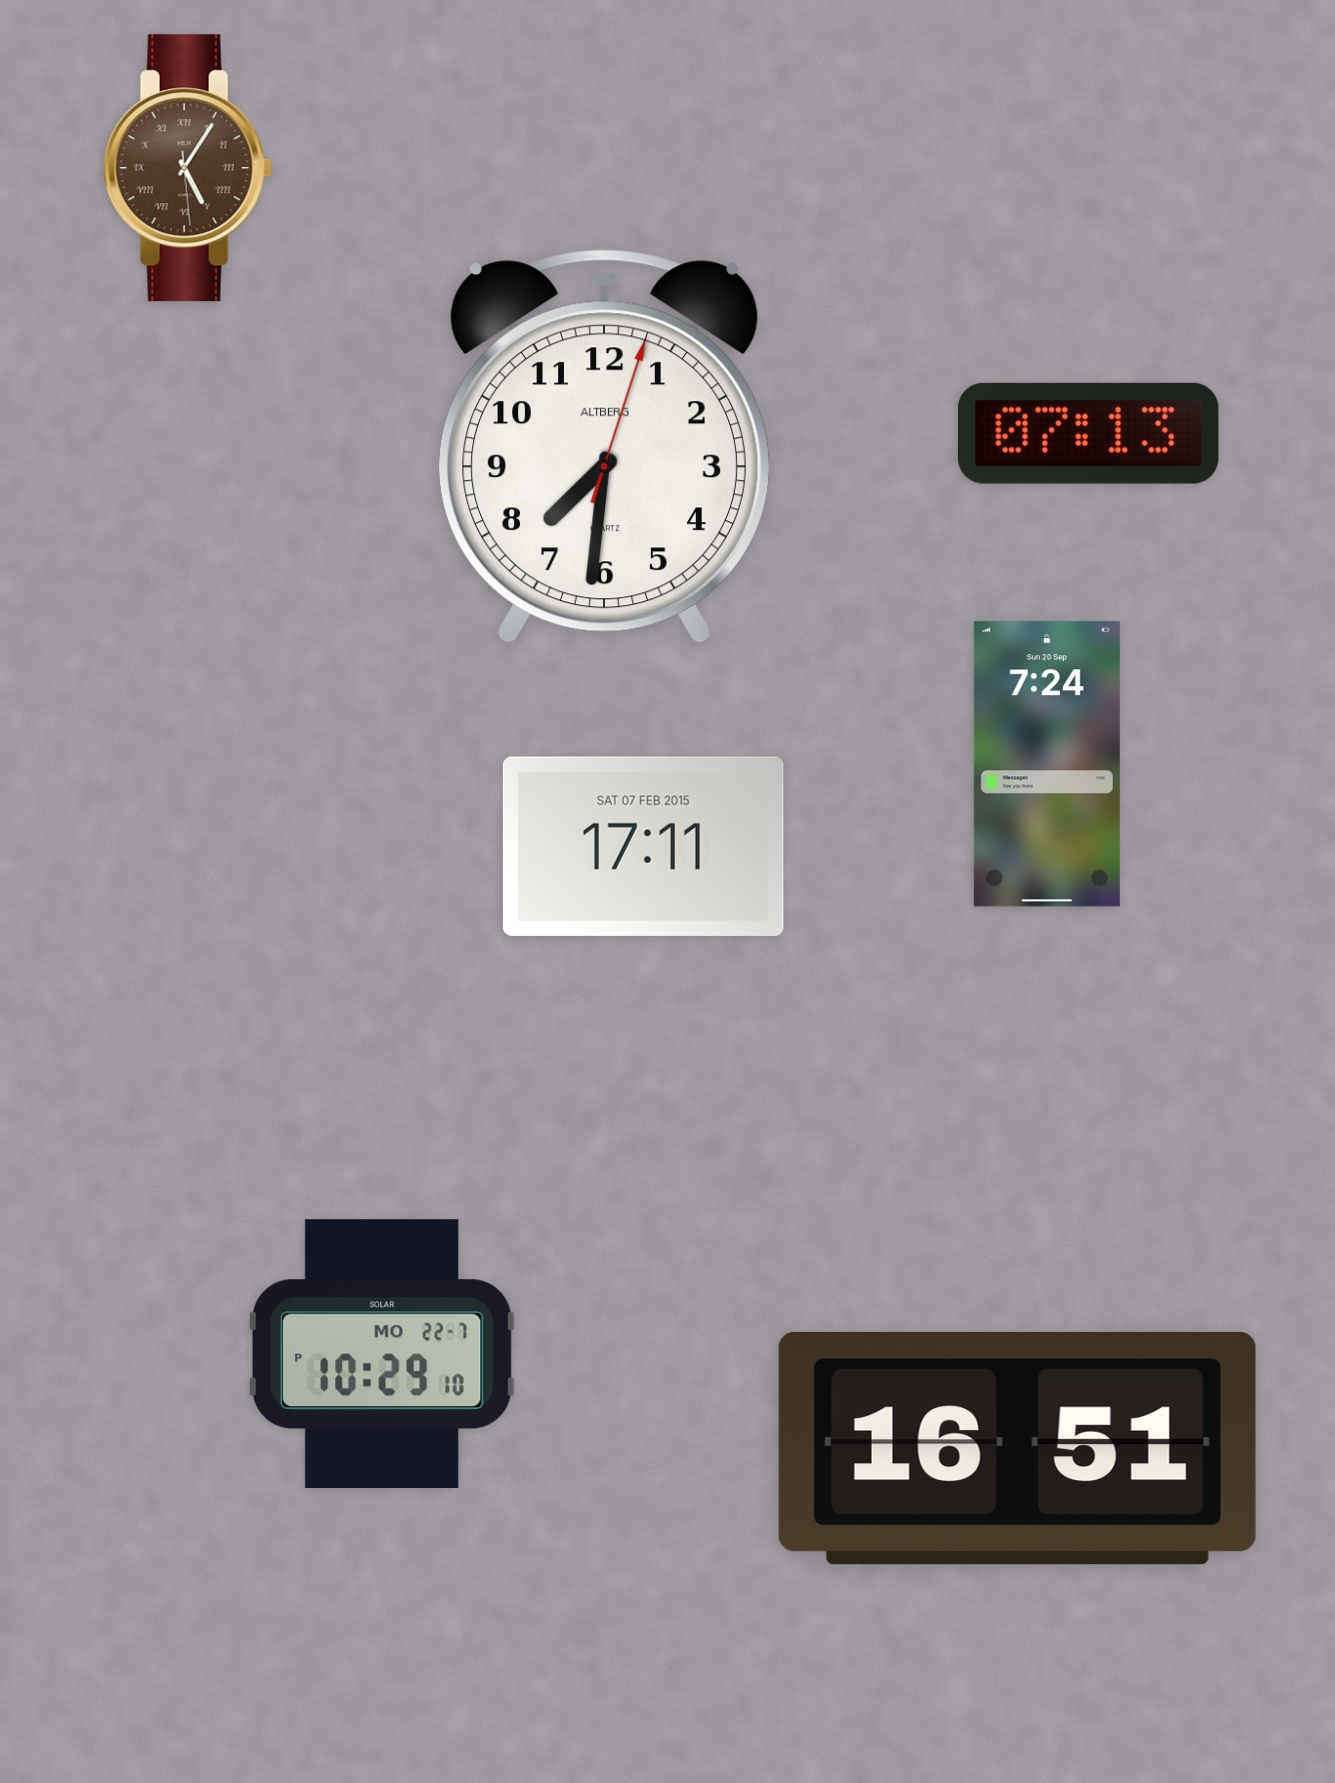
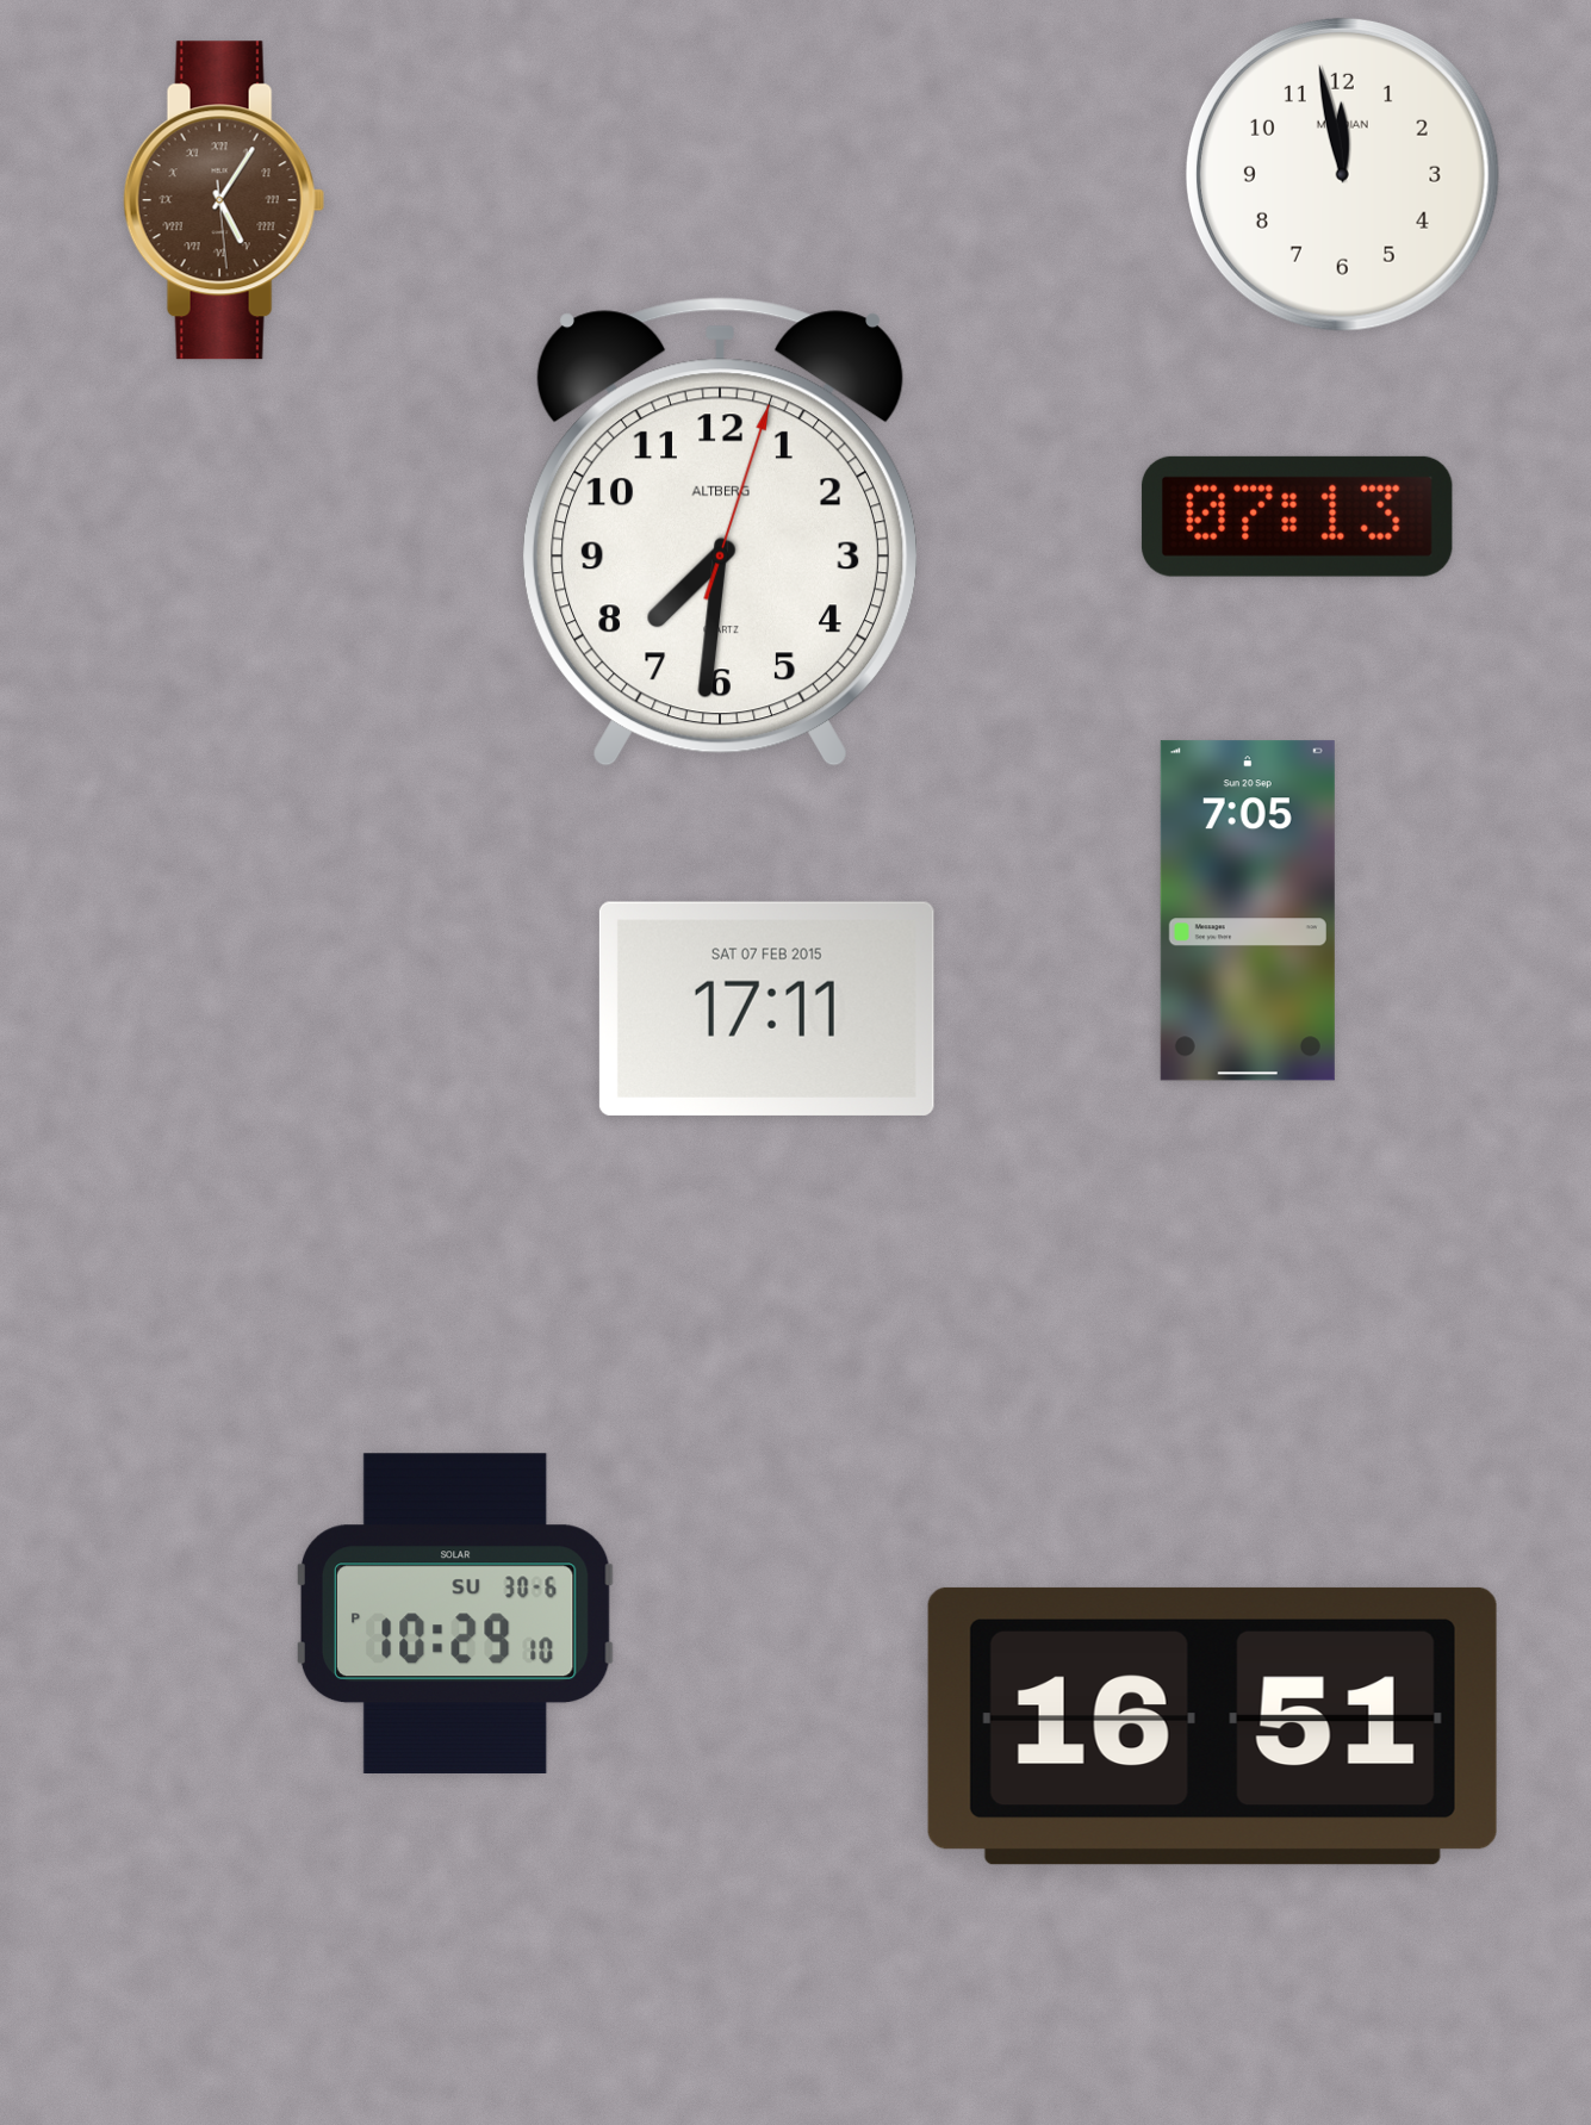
clock at (1342, 174): none -> 11:58
clock at (1047, 764): 7:24 -> 7:05
clock at (382, 1353) date: MO 22-7 -> SU 30-6
